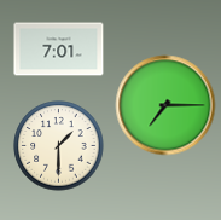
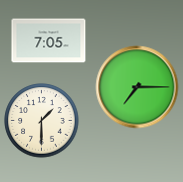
clock at (59, 50): 7:01 -> 7:05
clock at (59, 146) position: (59, 146) -> (42, 121)
